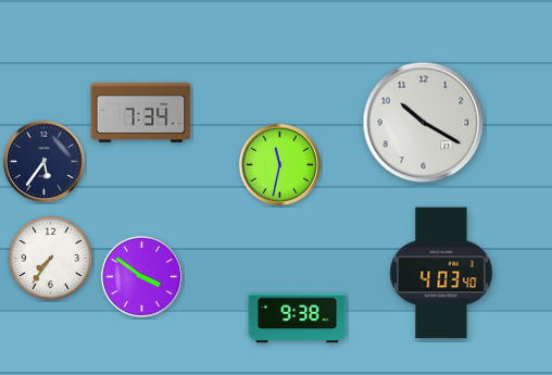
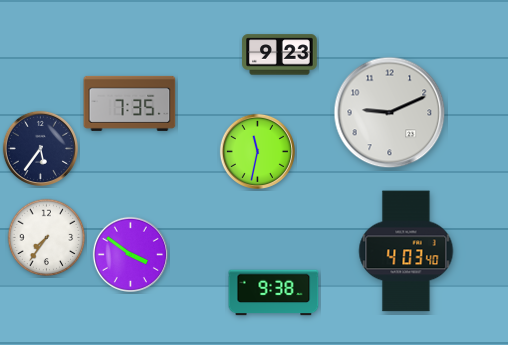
clock at (280, 55): none -> 9:23
clock at (141, 112): 7:34 -> 7:35
clock at (424, 123): 10:20 -> 9:11
